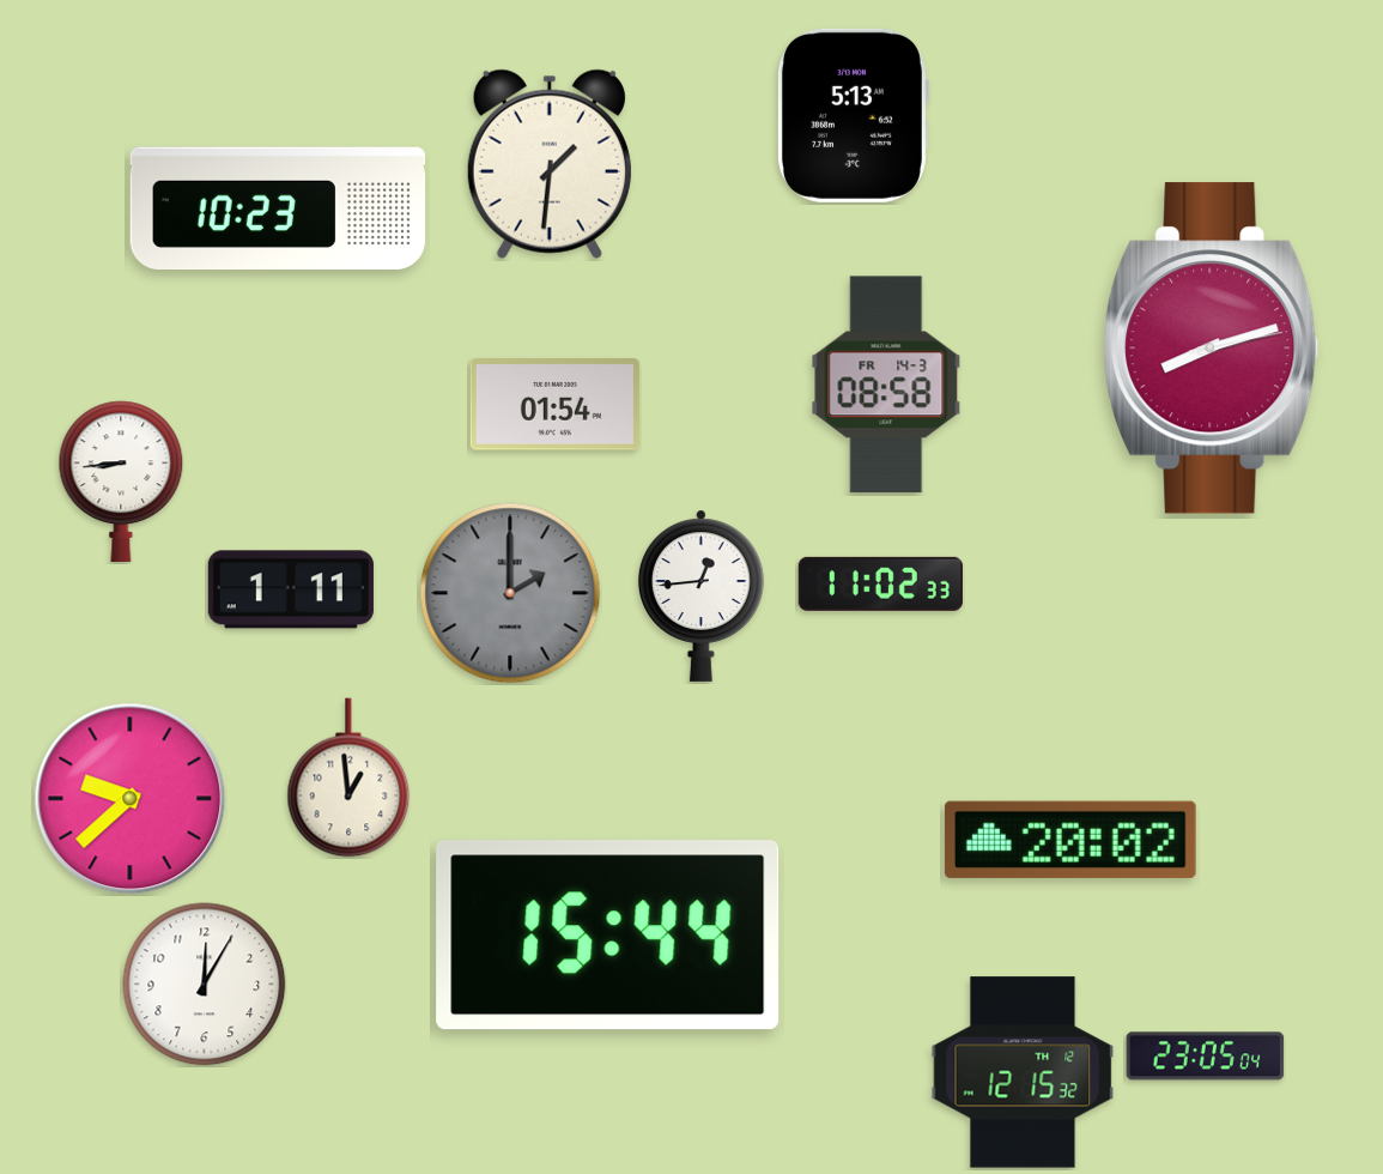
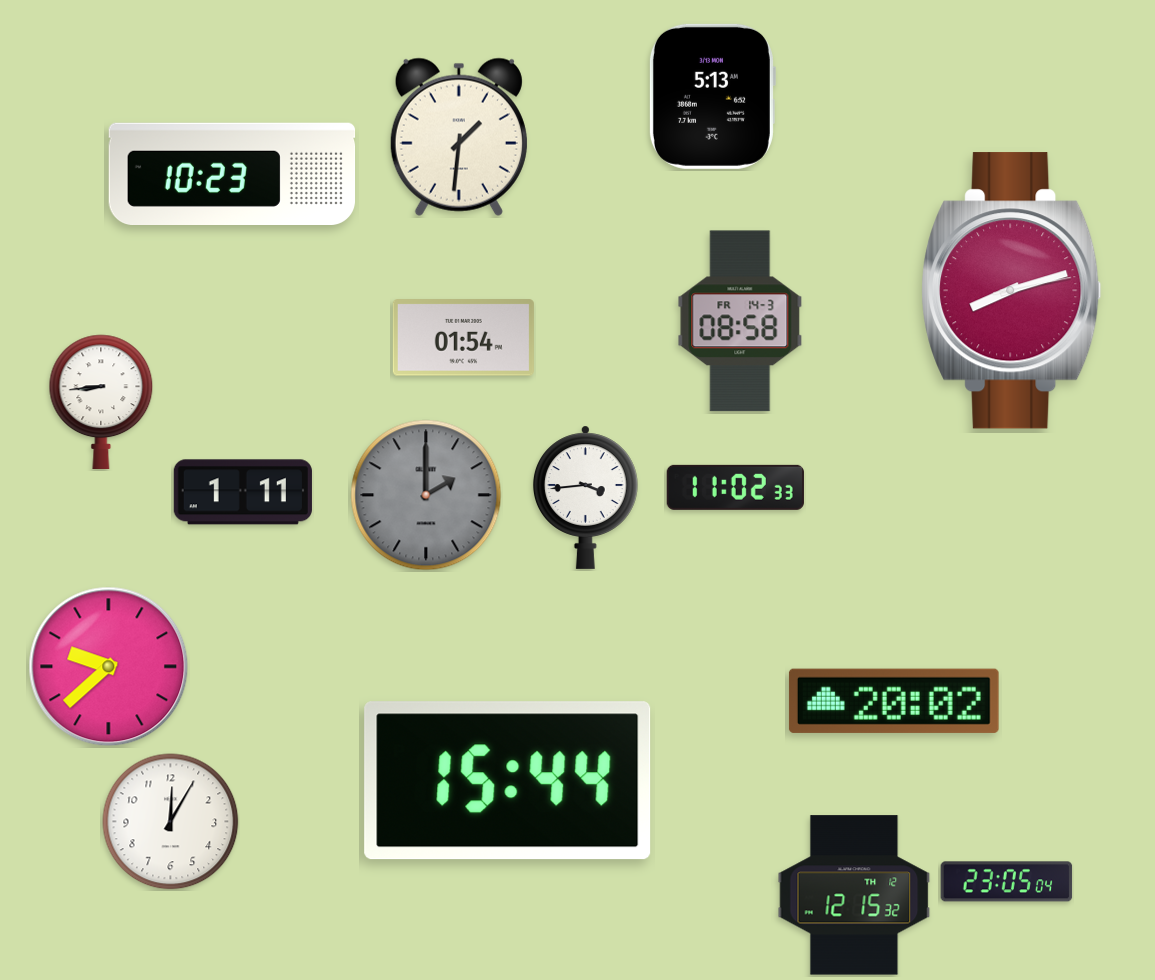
clock at (700, 595): 12:44 -> 3:44
clock at (348, 777): 12:59 -> none
